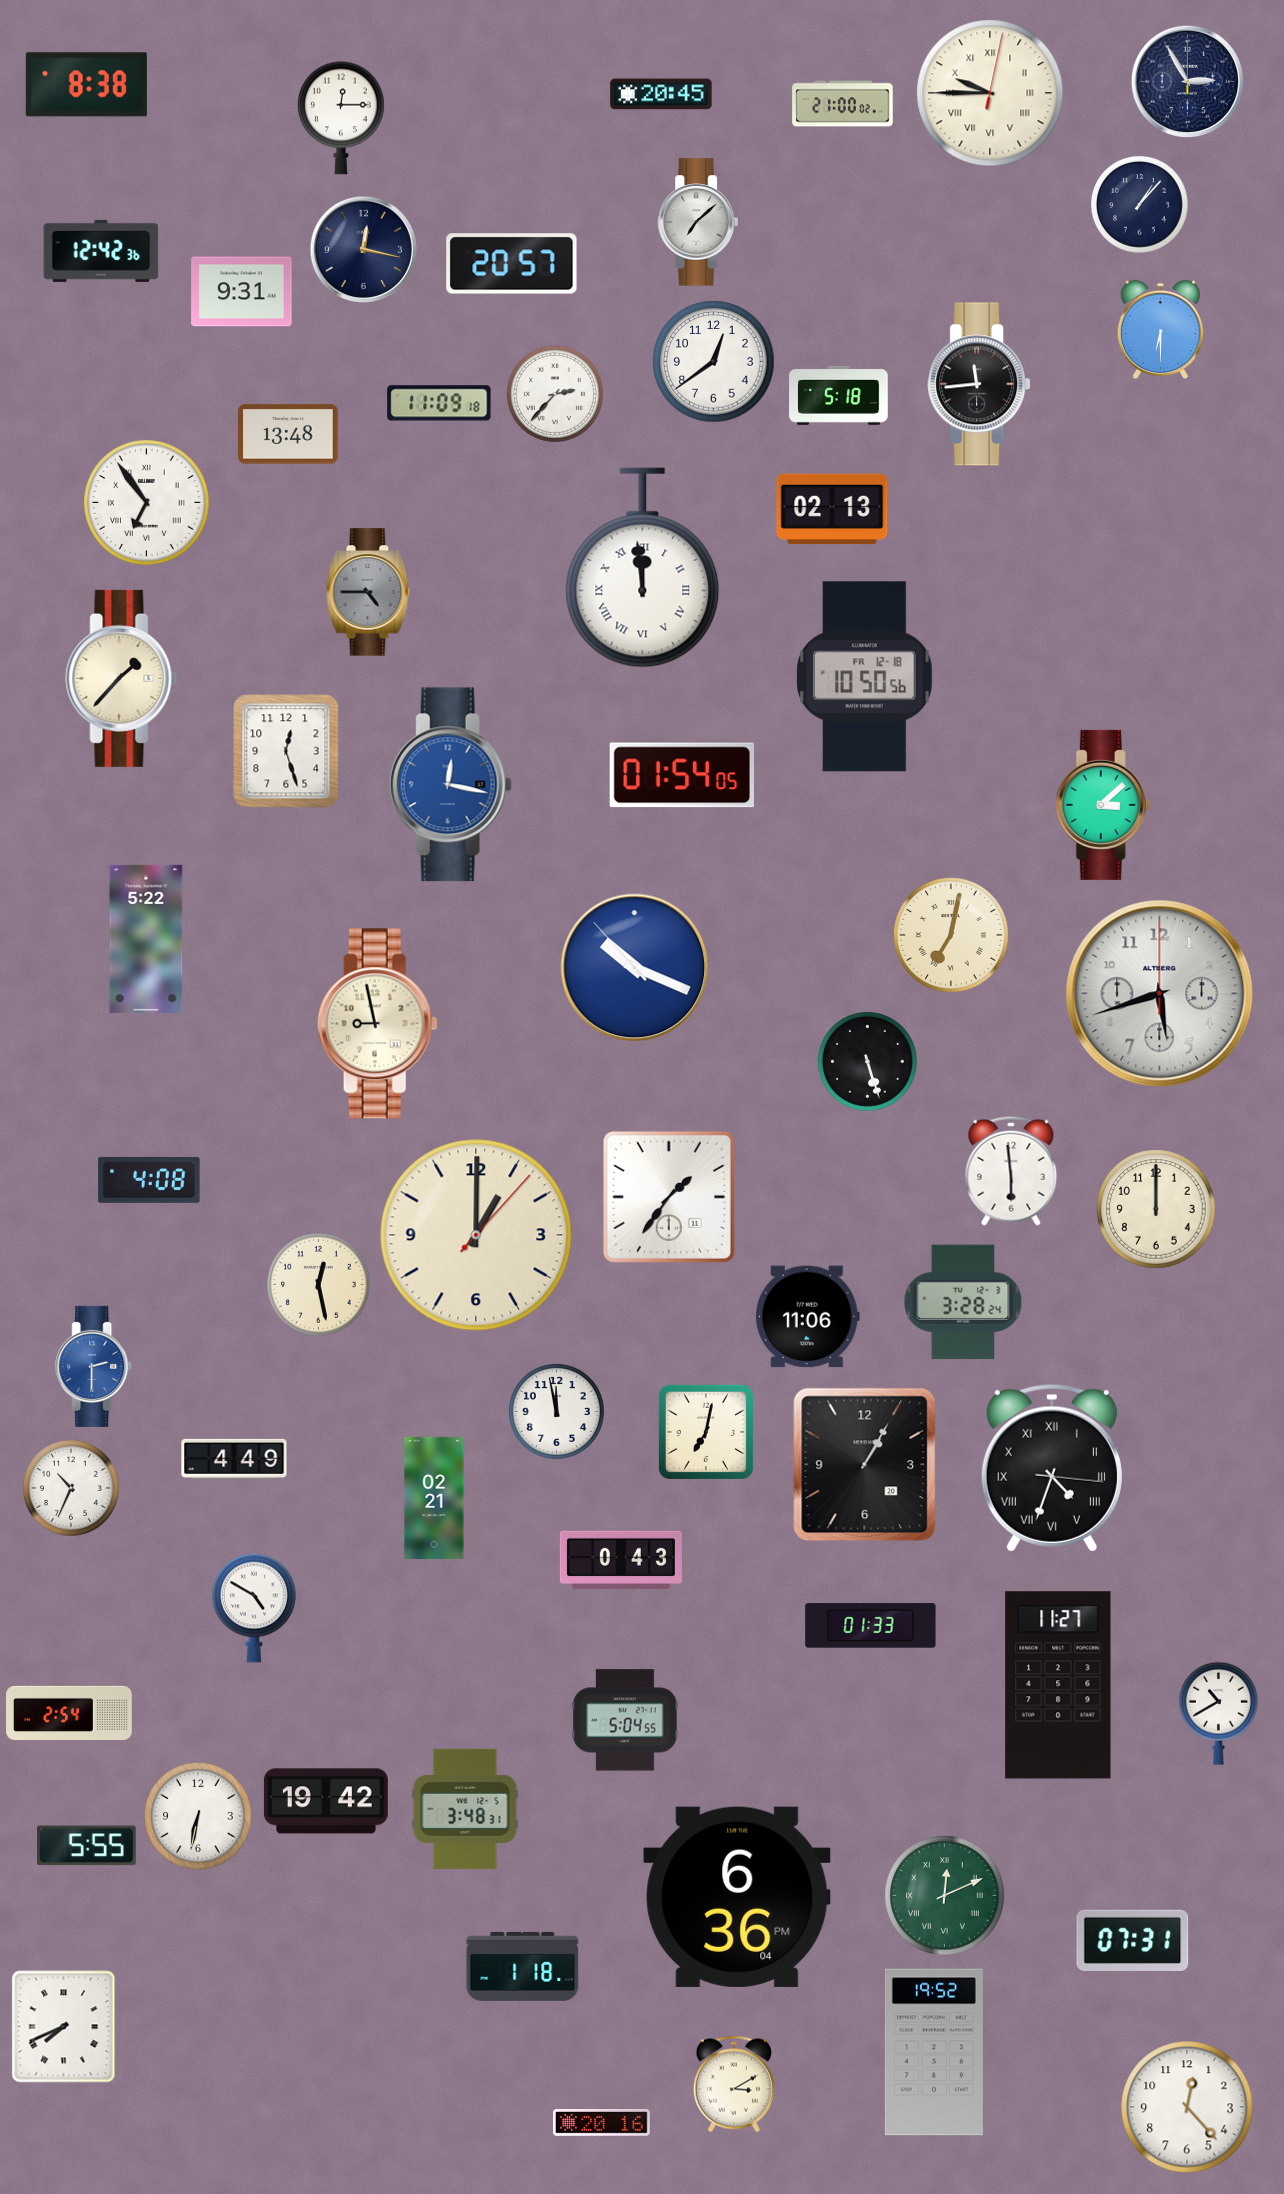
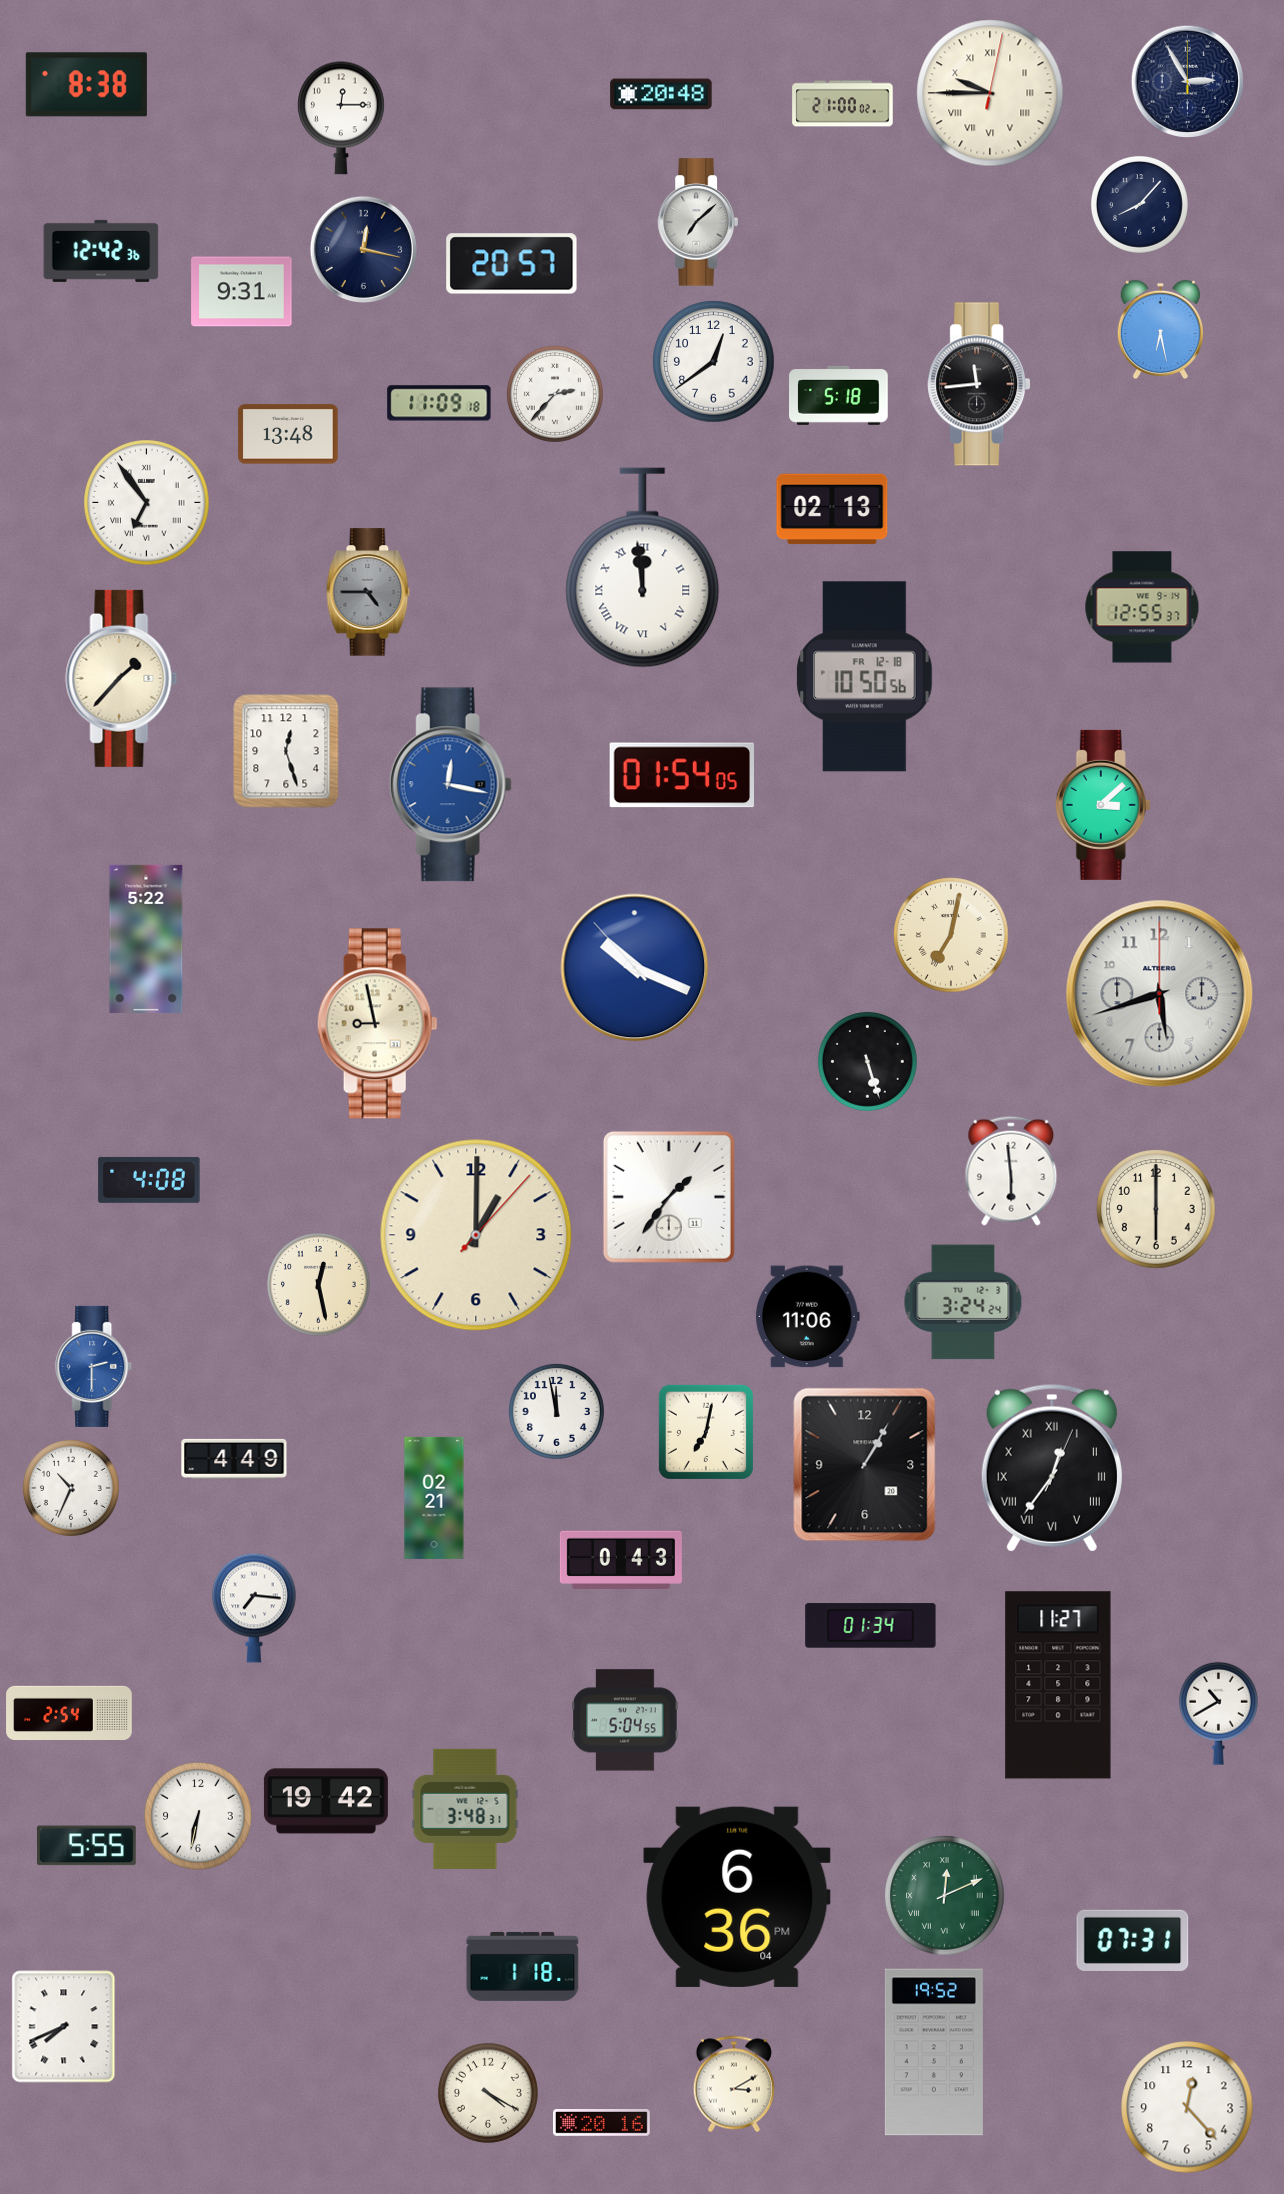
clock at (661, 94): 20:45 -> 20:48
clock at (1139, 204): 1:07 -> 8:07
clock at (1160, 330): 6:30 -> 6:28
clock at (1142, 607): none -> 12:55
clock at (1156, 1209): 12:00 -> 6:00
clock at (963, 1302): 3:28 -> 3:24
clock at (1052, 1468): 4:33 -> 12:36
clock at (254, 1608): 4:50 -> 7:16
clock at (871, 1626): 01:33 -> 01:34
clock at (488, 2093): none -> 4:20
